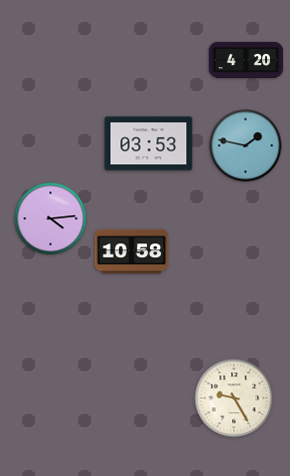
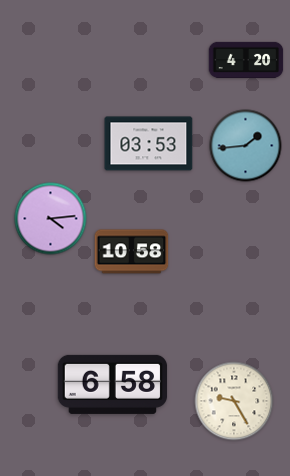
clock at (246, 146): 1:47 -> 1:44
clock at (113, 384): none -> 6:58
clock at (234, 398) position: (234, 398) -> (234, 401)
